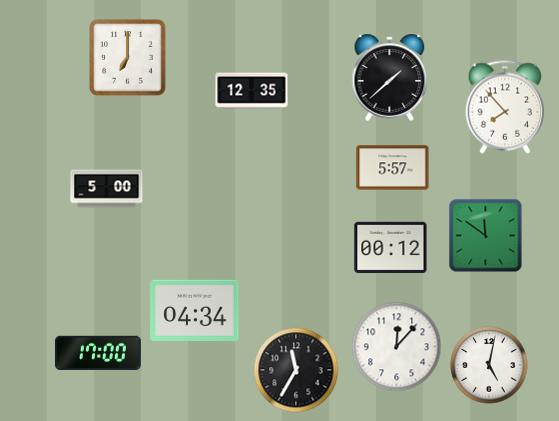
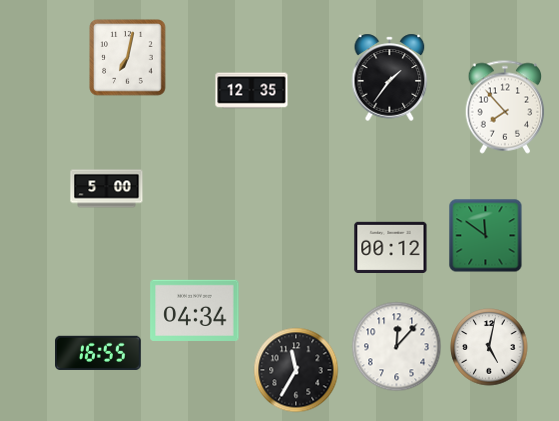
clock at (128, 58): 7:00 -> 7:02
clock at (390, 77): 1:38 -> 1:36
clock at (393, 168): 5:57 -> none
clock at (99, 353): 17:00 -> 16:55
clock at (489, 365) position: (489, 365) -> (489, 347)
